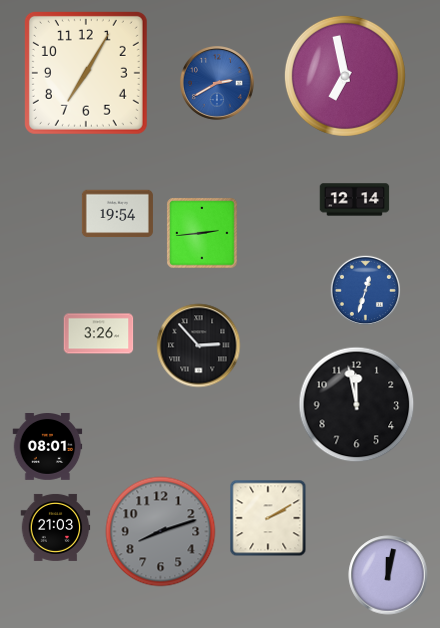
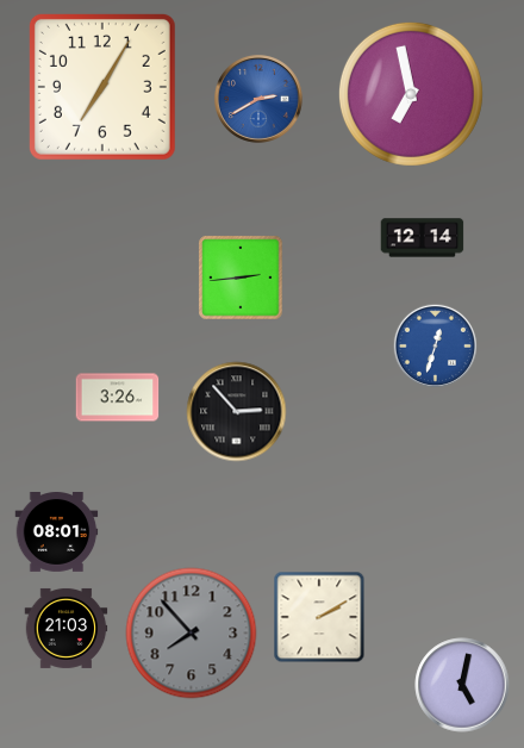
clock at (345, 76) position: (345, 76) -> (411, 94)
clock at (117, 214): 19:54 -> none
clock at (357, 405): 11:58 -> none
clock at (161, 532): 8:12 -> 7:53
clock at (388, 575): 12:02 -> 5:02
